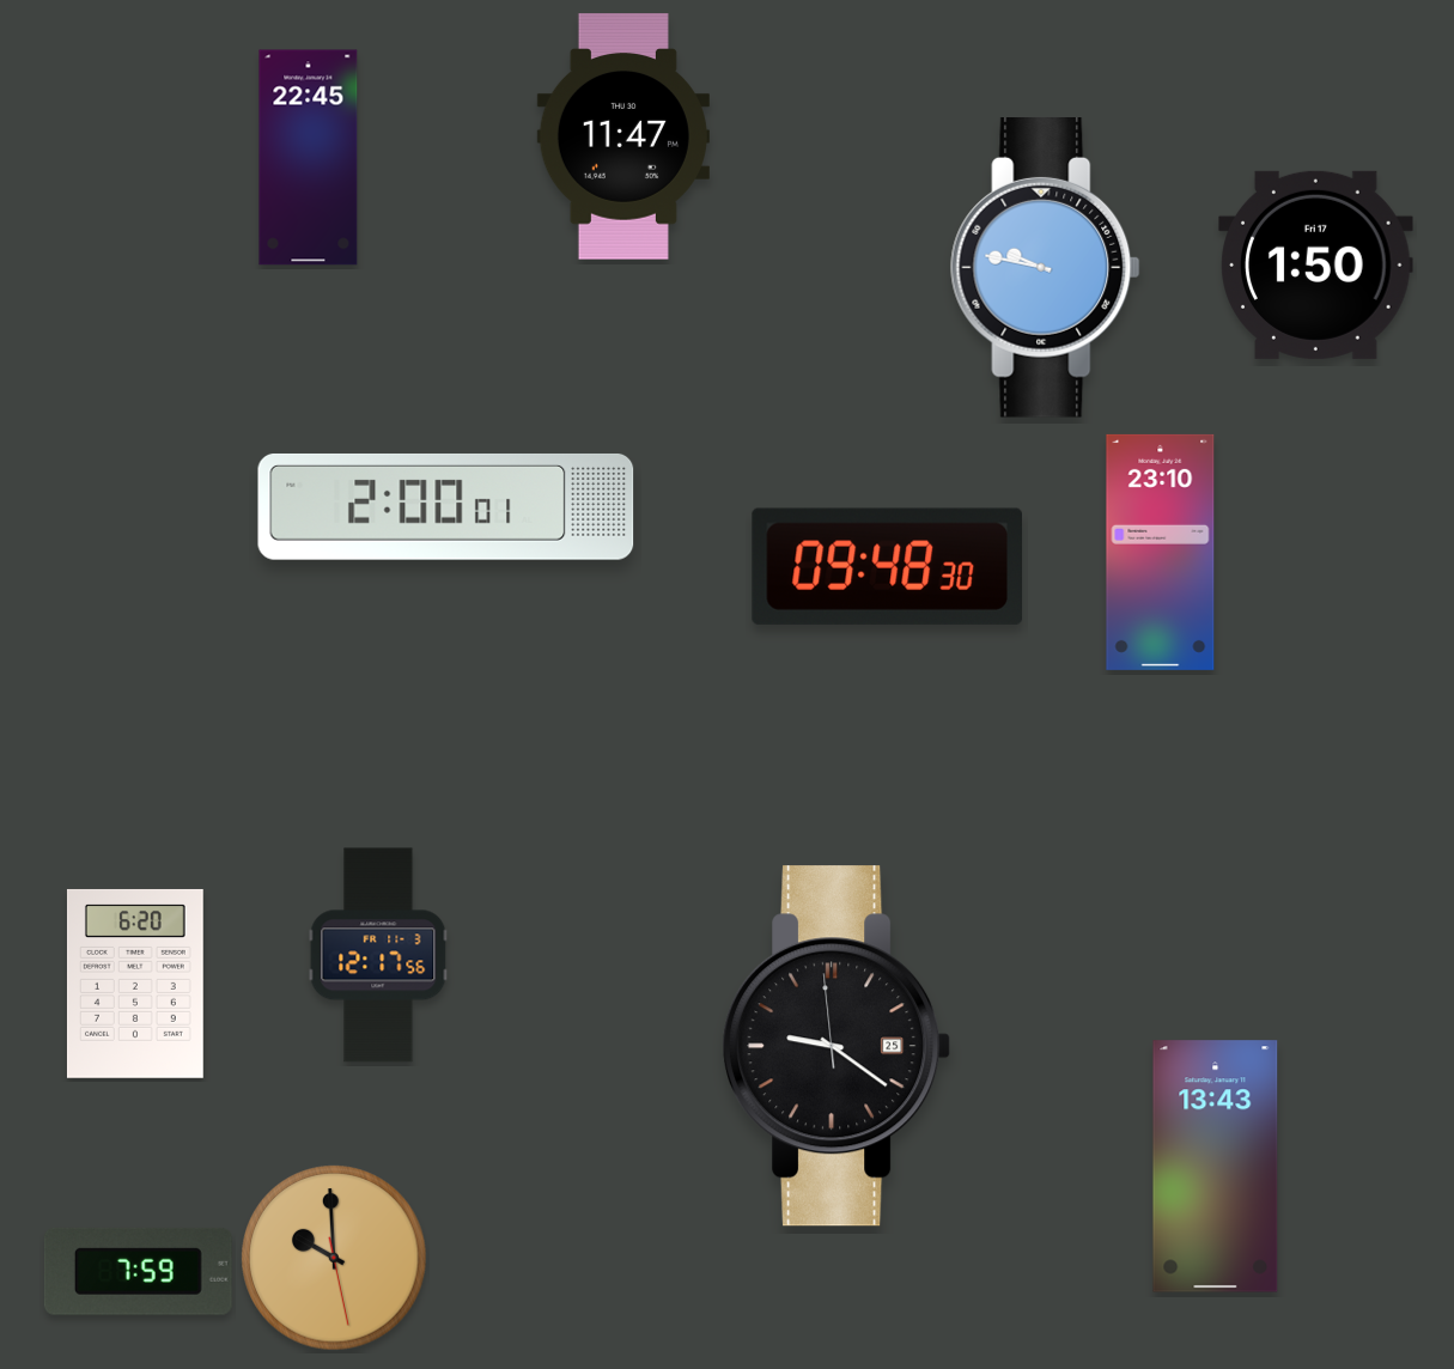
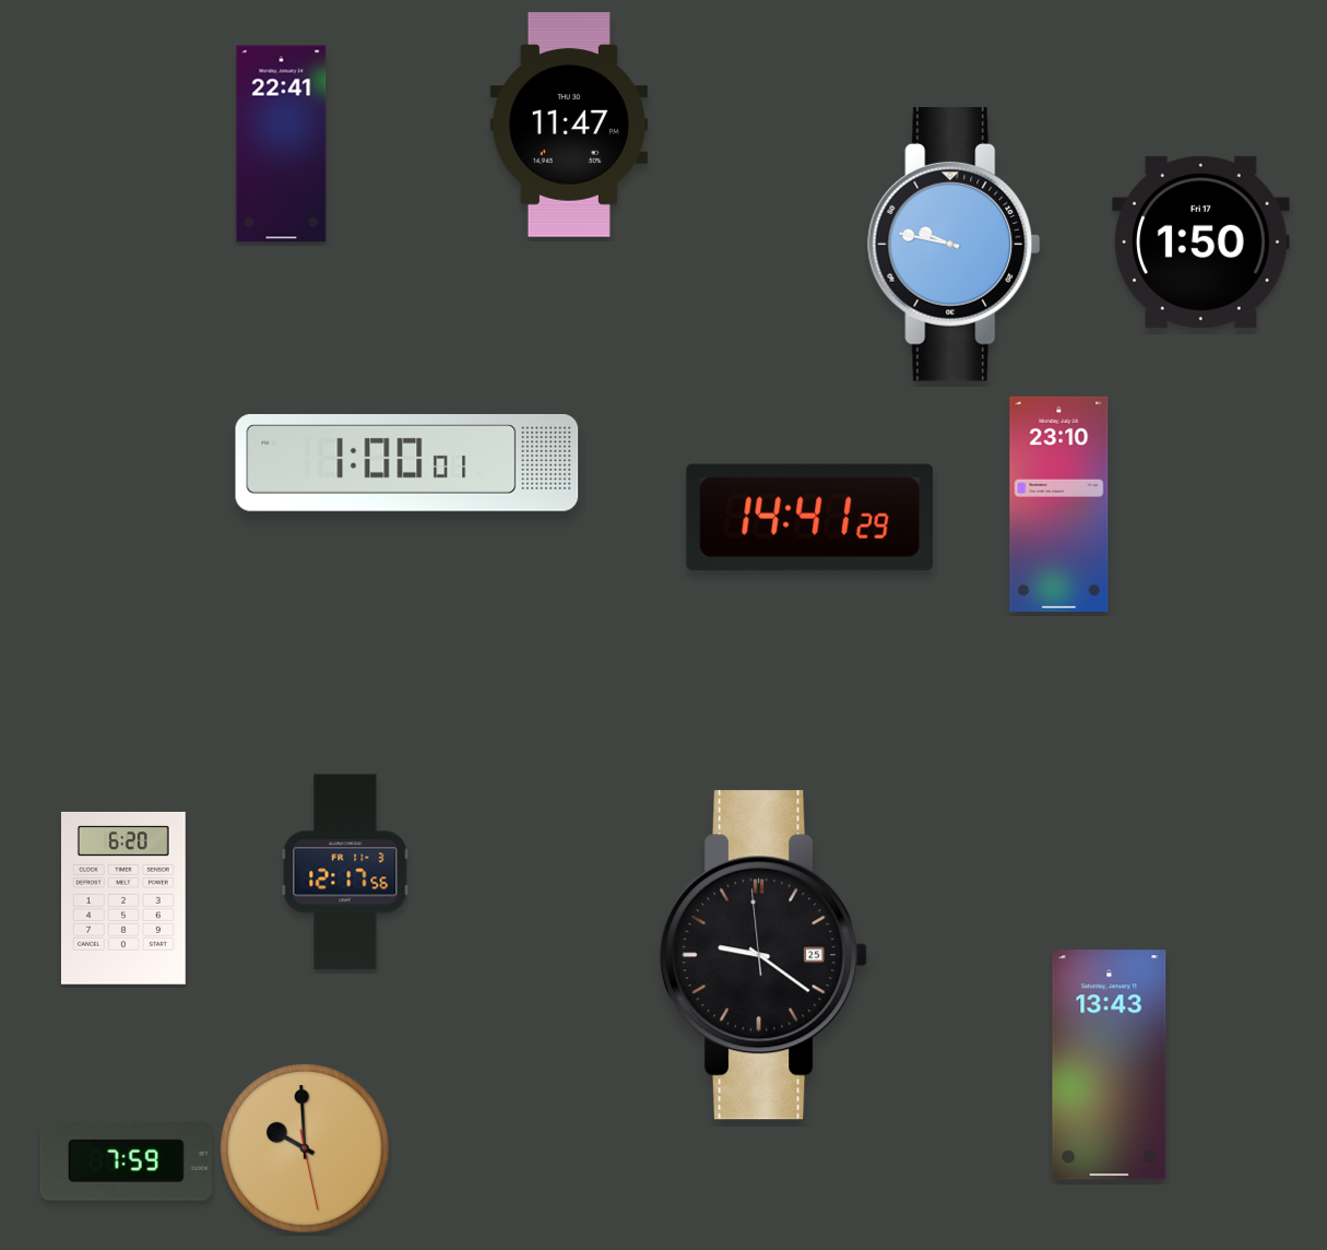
clock at (309, 158): 22:45 -> 22:41
clock at (446, 506): 2:00 -> 1:00
clock at (887, 566): 09:48 -> 14:41
